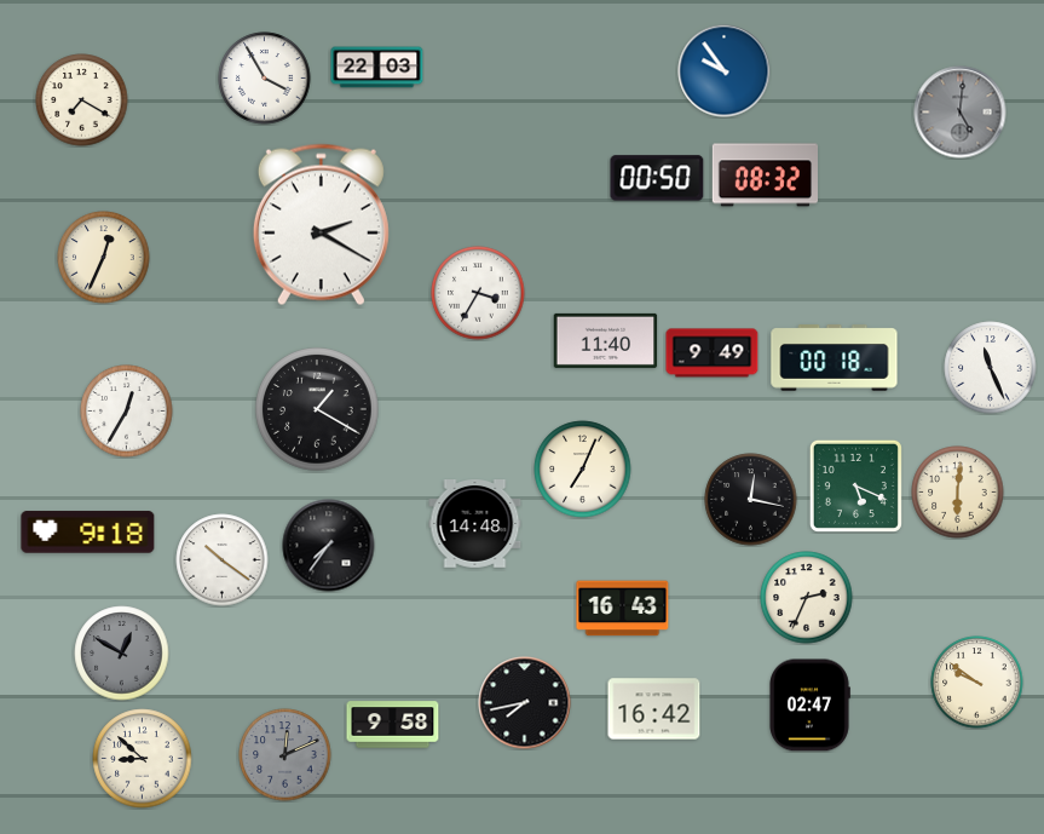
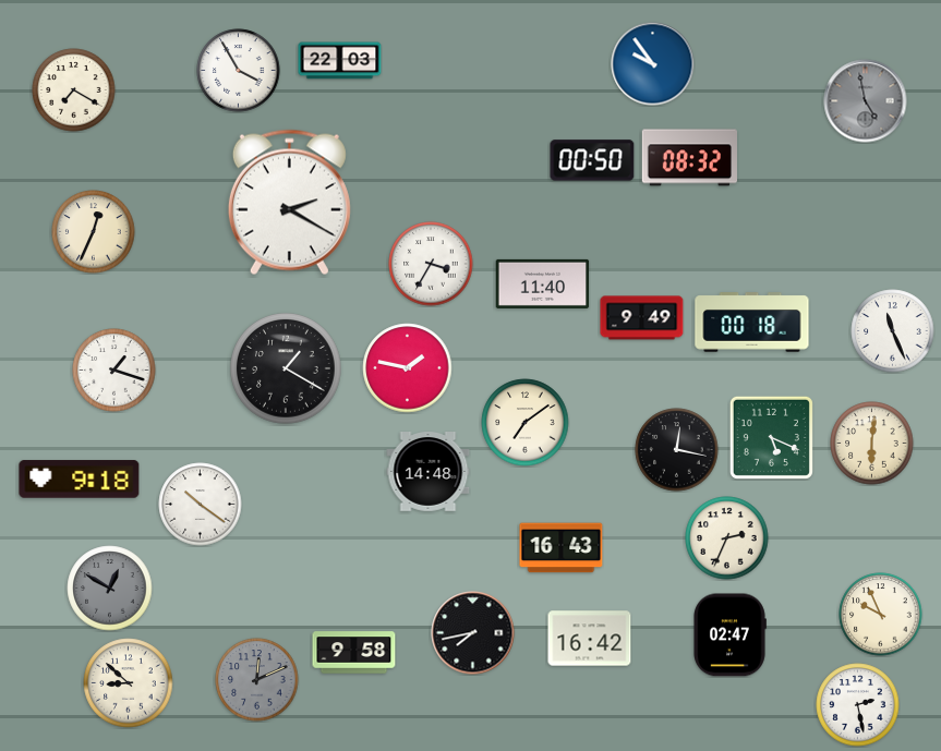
clock at (961, 113): 5:01 -> 4:58
clock at (606, 340) position: (606, 340) -> (543, 283)
clock at (408, 368): none -> 1:47
clock at (127, 412): 12:35 -> 1:18
clock at (583, 470): 7:04 -> 7:09
clock at (958, 493) position: (958, 493) -> (872, 444)
clock at (329, 546): 7:36 -> none
clock at (977, 683): 9:51 -> 9:56
clock at (858, 705): none -> 2:28
